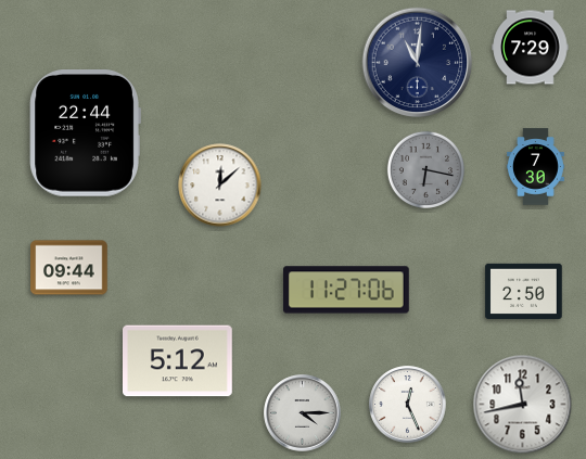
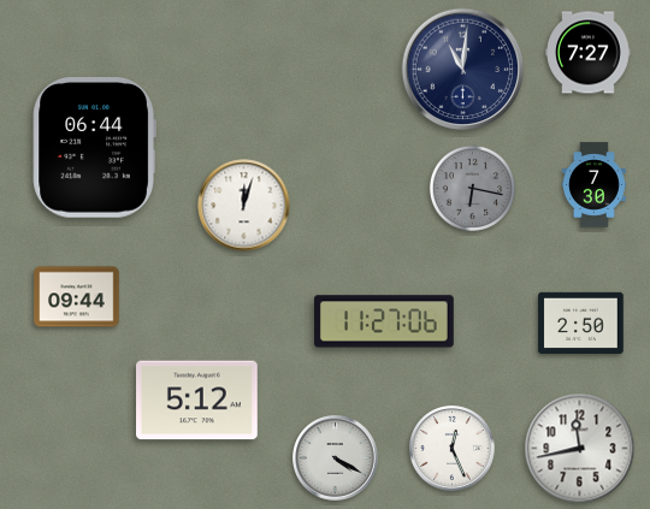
clock at (531, 48): 7:29 -> 7:27
clock at (85, 133): 22:44 -> 06:44
clock at (220, 186): 12:08 -> 12:03
clock at (303, 413): 4:15 -> 4:20
